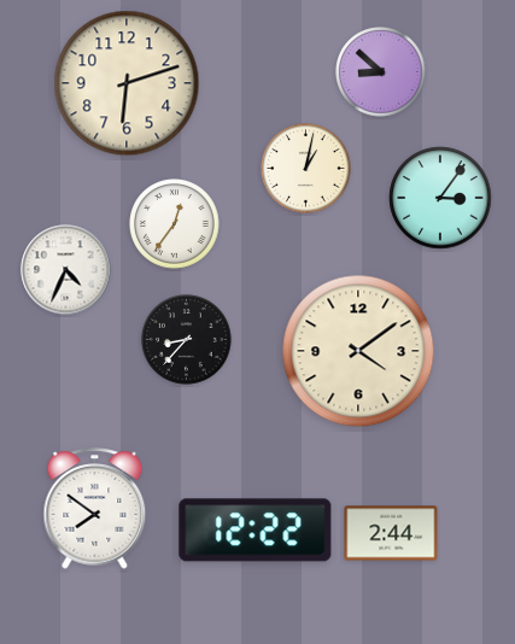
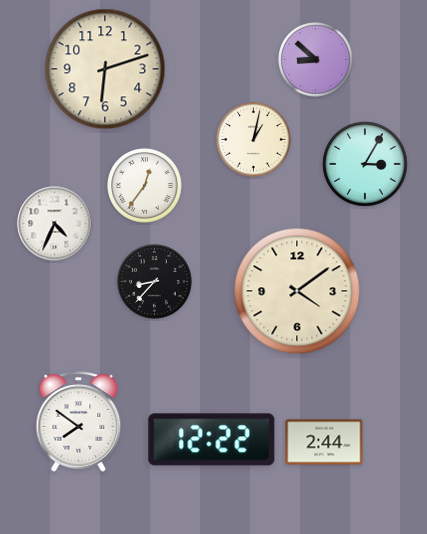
clock at (440, 198): 3:06 -> 3:05
